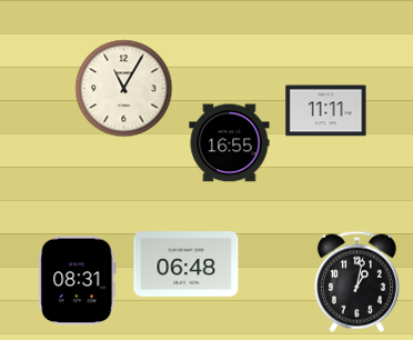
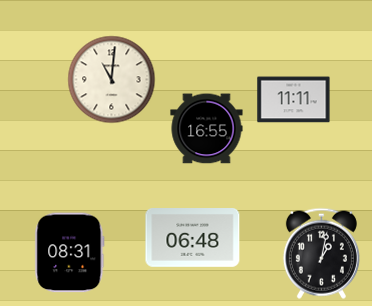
clock at (124, 89): 11:05 -> 11:01
clock at (187, 264) position: (187, 264) -> (193, 238)
